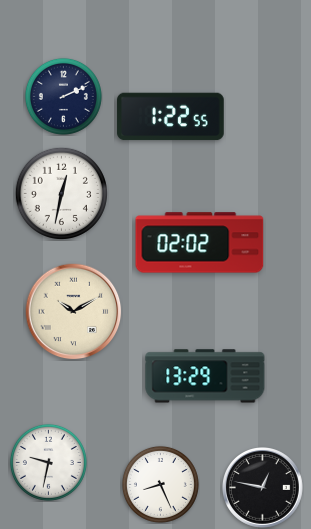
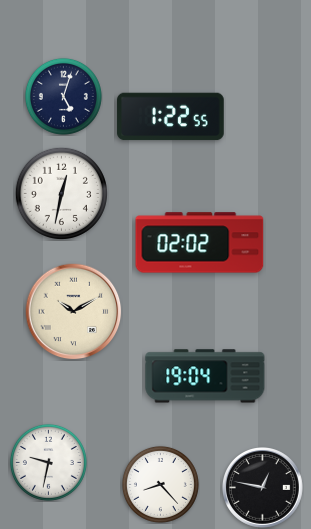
clock at (63, 96): 2:11 -> 5:03
clock at (205, 376): 13:29 -> 19:04
clock at (160, 484): 8:26 -> 8:23
